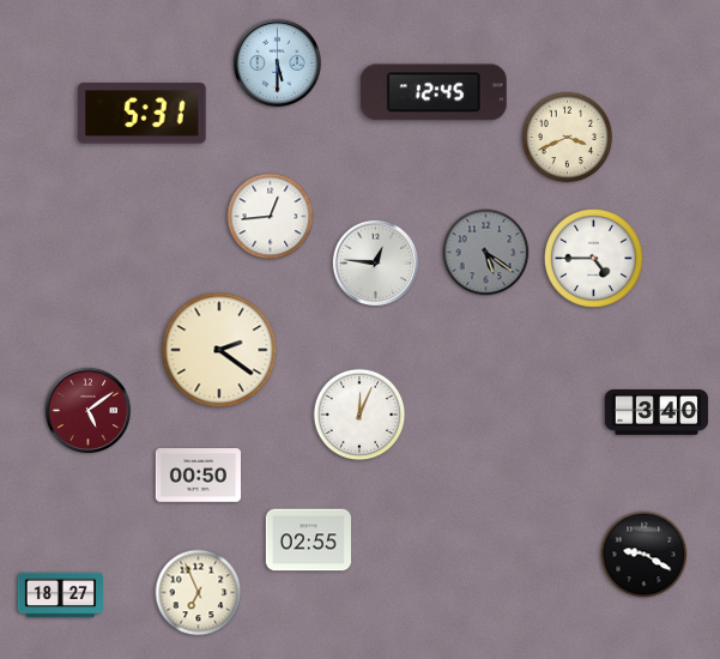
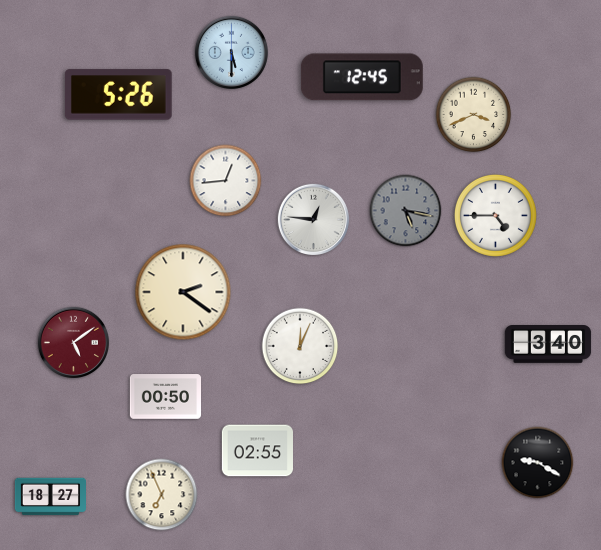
clock at (141, 114): 5:31 -> 5:26
clock at (486, 253): 5:21 -> 5:17
clock at (199, 593) position: (199, 593) -> (162, 495)
